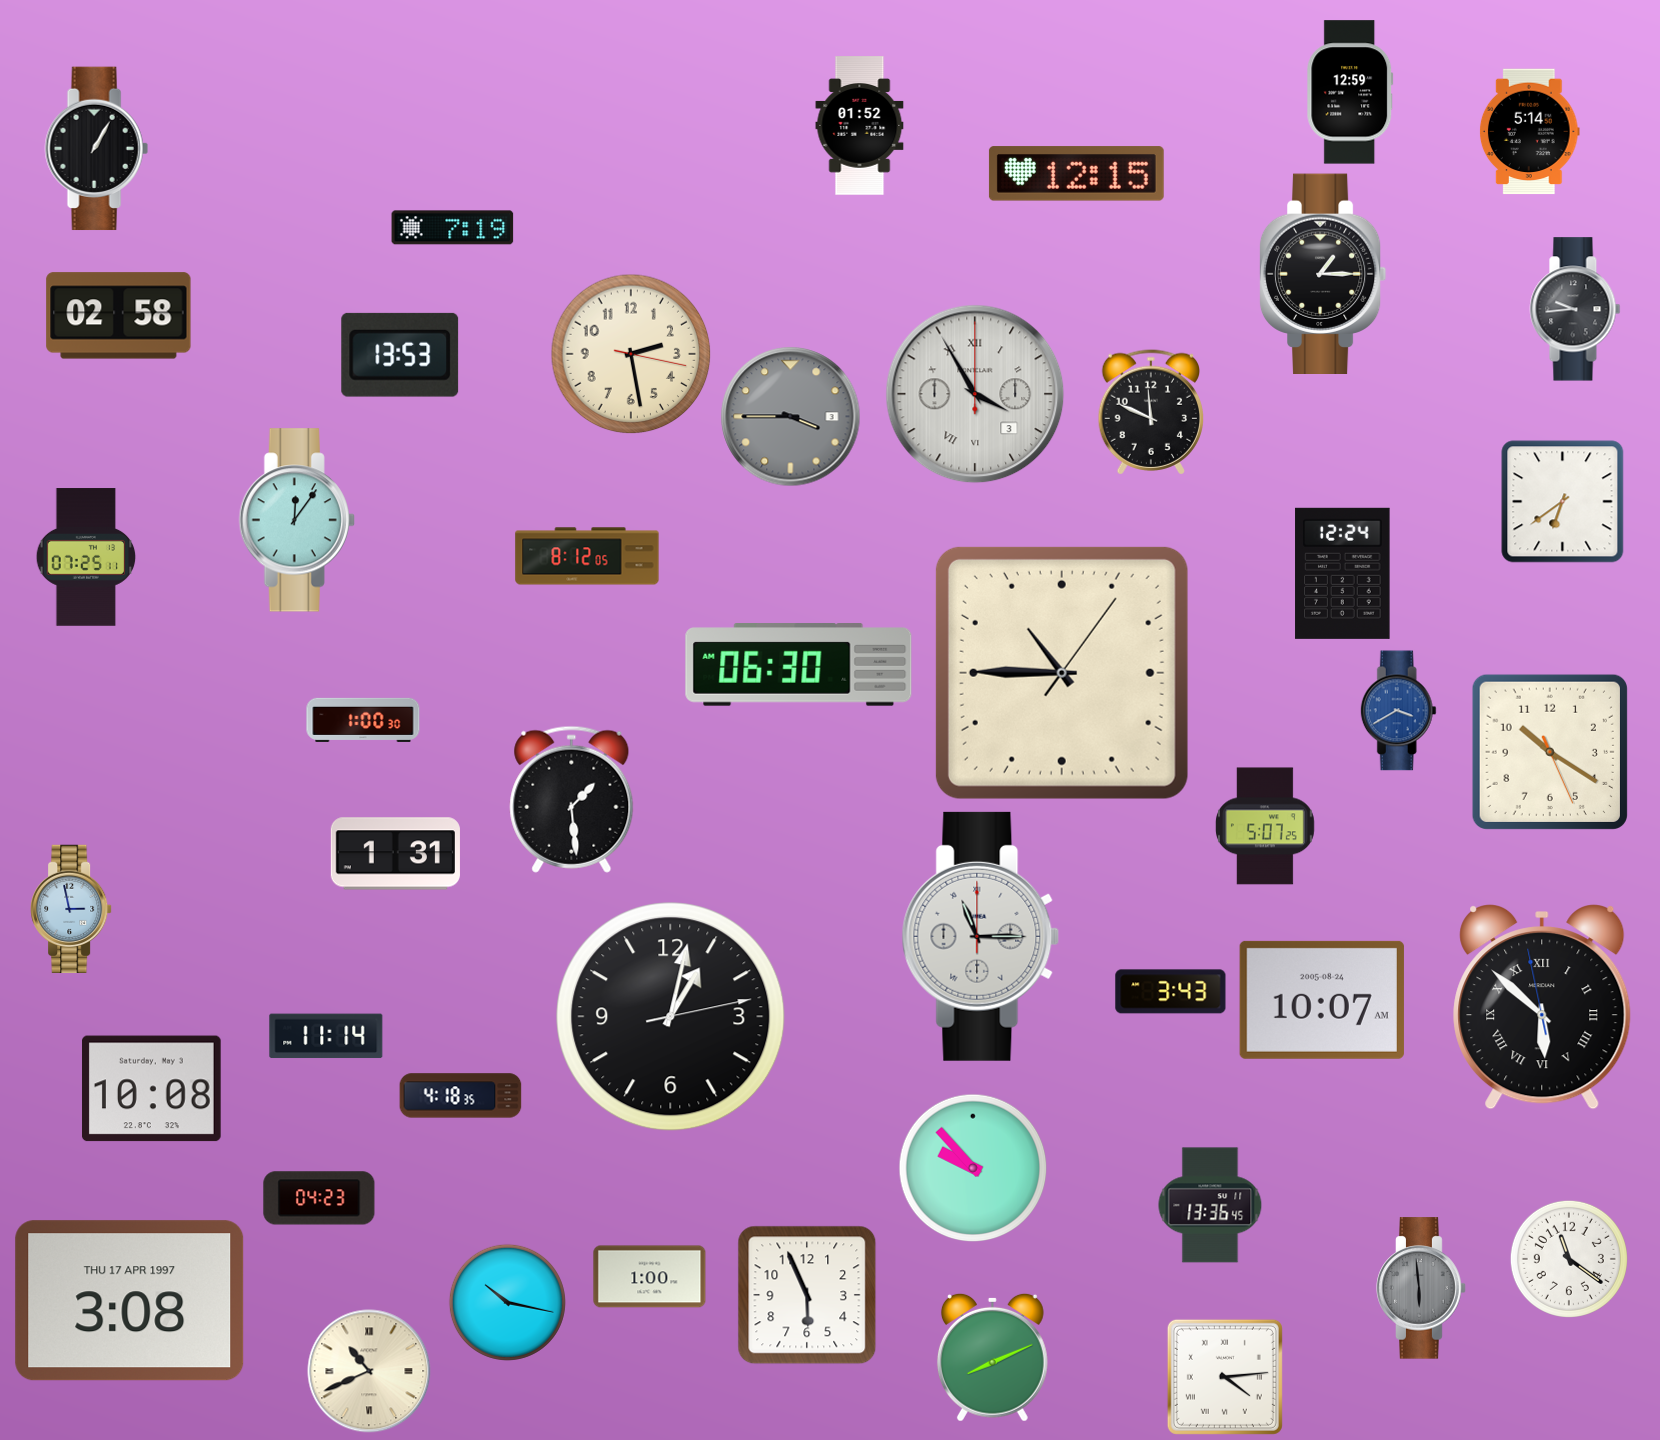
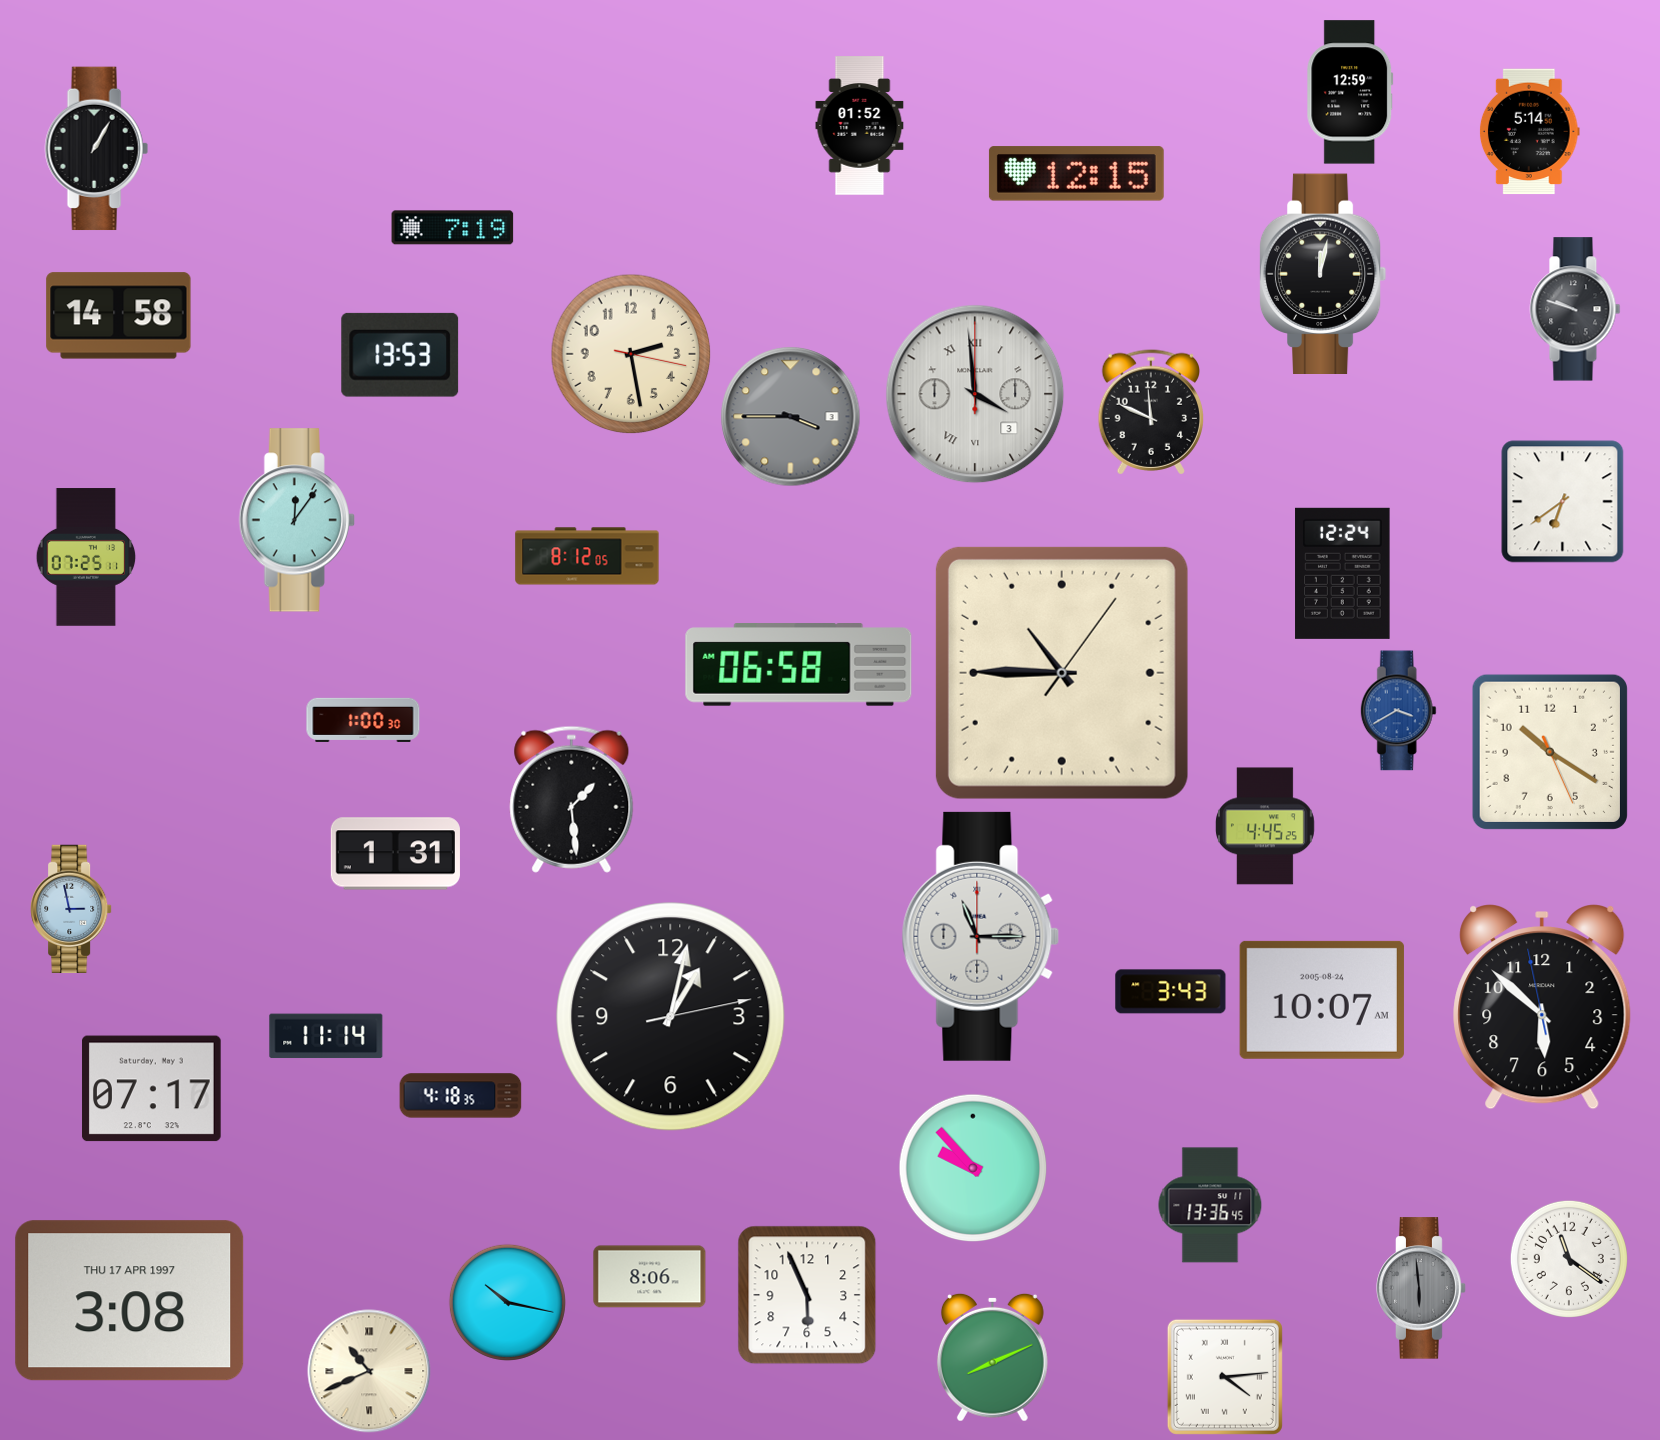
clock at (1323, 273): 1:15 -> 12:02
clock at (1575, 309): 9:44 -> 9:48
clock at (119, 316): 02:58 -> 14:58
clock at (975, 394): 3:55 -> 3:59
clock at (799, 665): 06:30 -> 06:58
clock at (1265, 826): 5:07 -> 4:45
clock at (1542, 1008) numerals: Roman -> Arabic
clock at (152, 1089): 10:08 -> 07:17
clock at (319, 1198): 04:23 -> none
clock at (650, 1277): 1:00 -> 8:06
